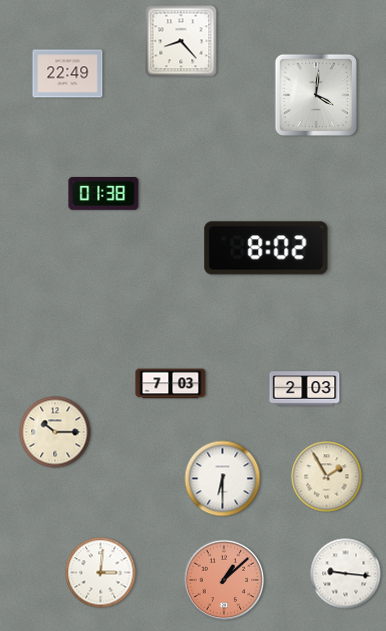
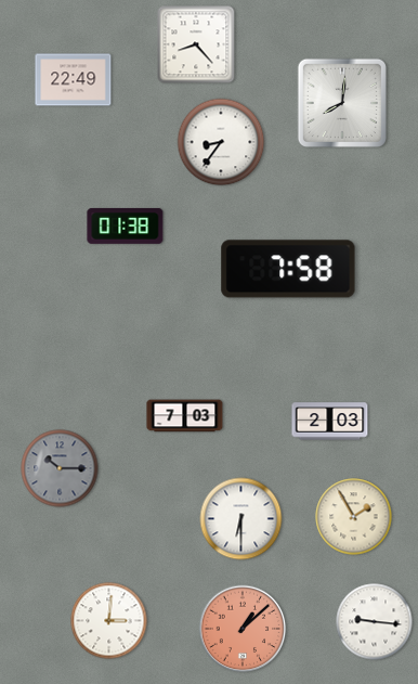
clock at (316, 95): 4:01 -> 8:01
clock at (221, 142): none -> 8:36
clock at (104, 193) position: (104, 193) -> (126, 225)
clock at (266, 248): 8:02 -> 7:58
clock at (55, 432) dial: cream -> grey
